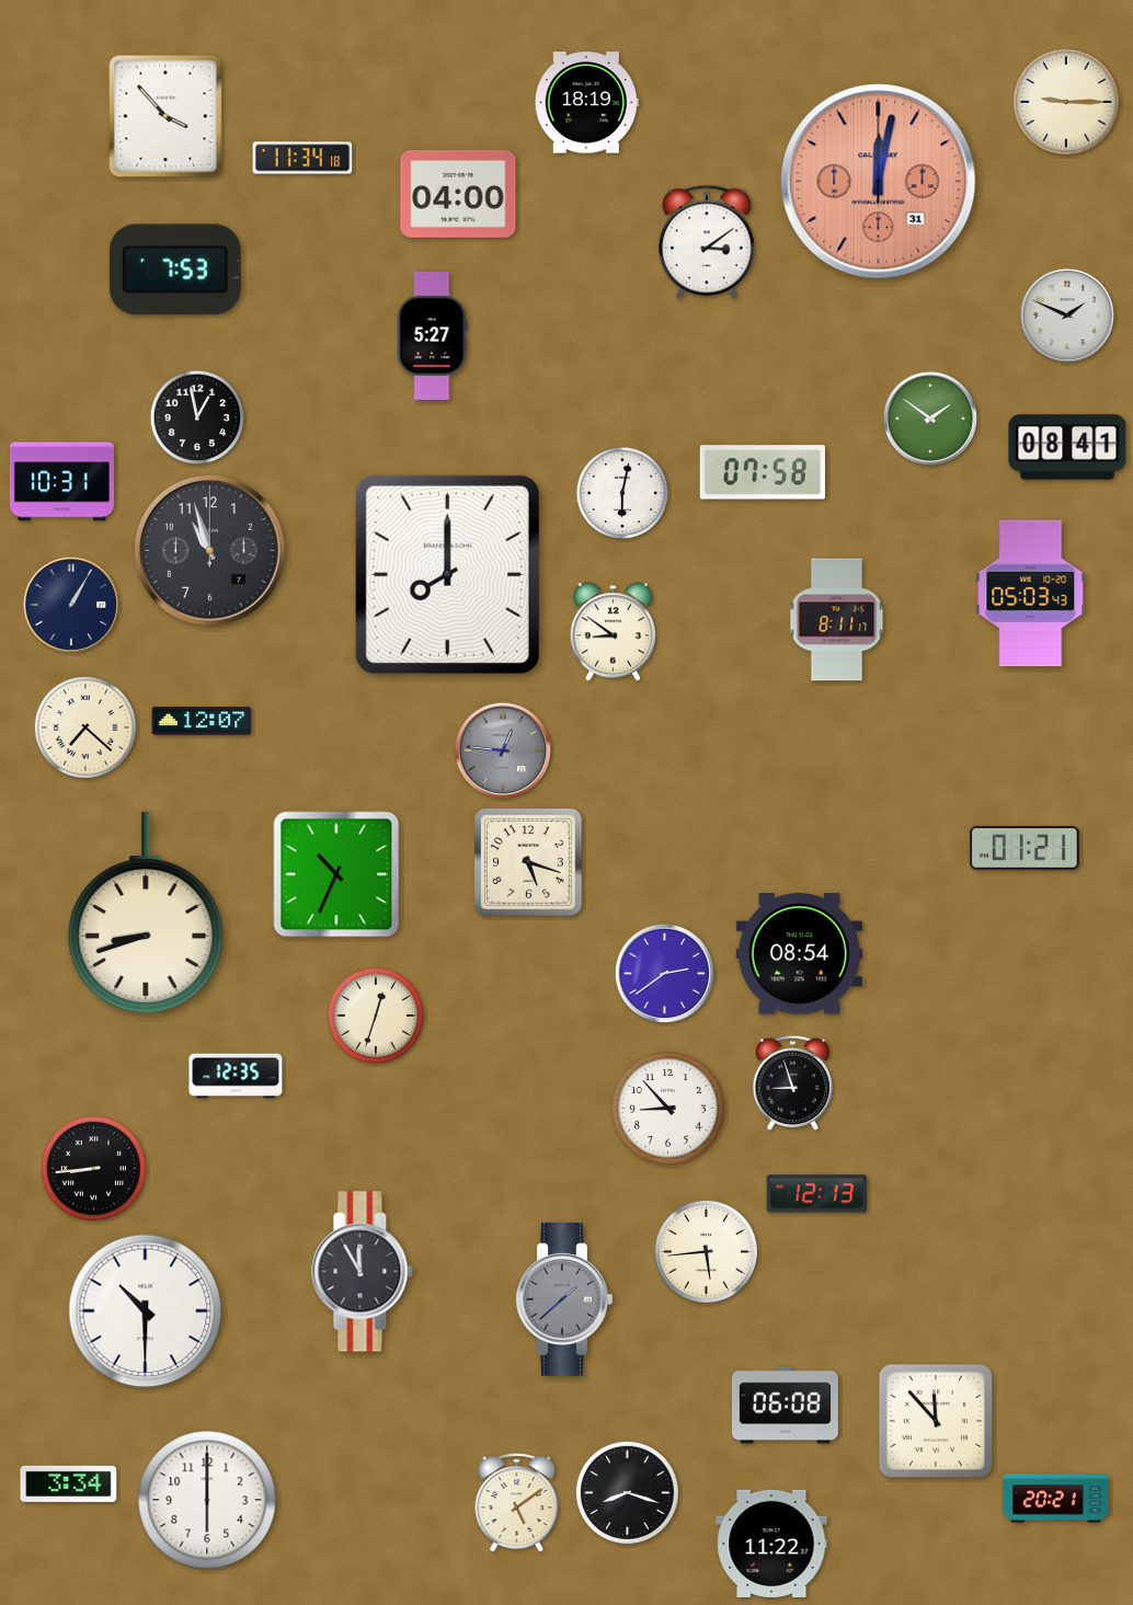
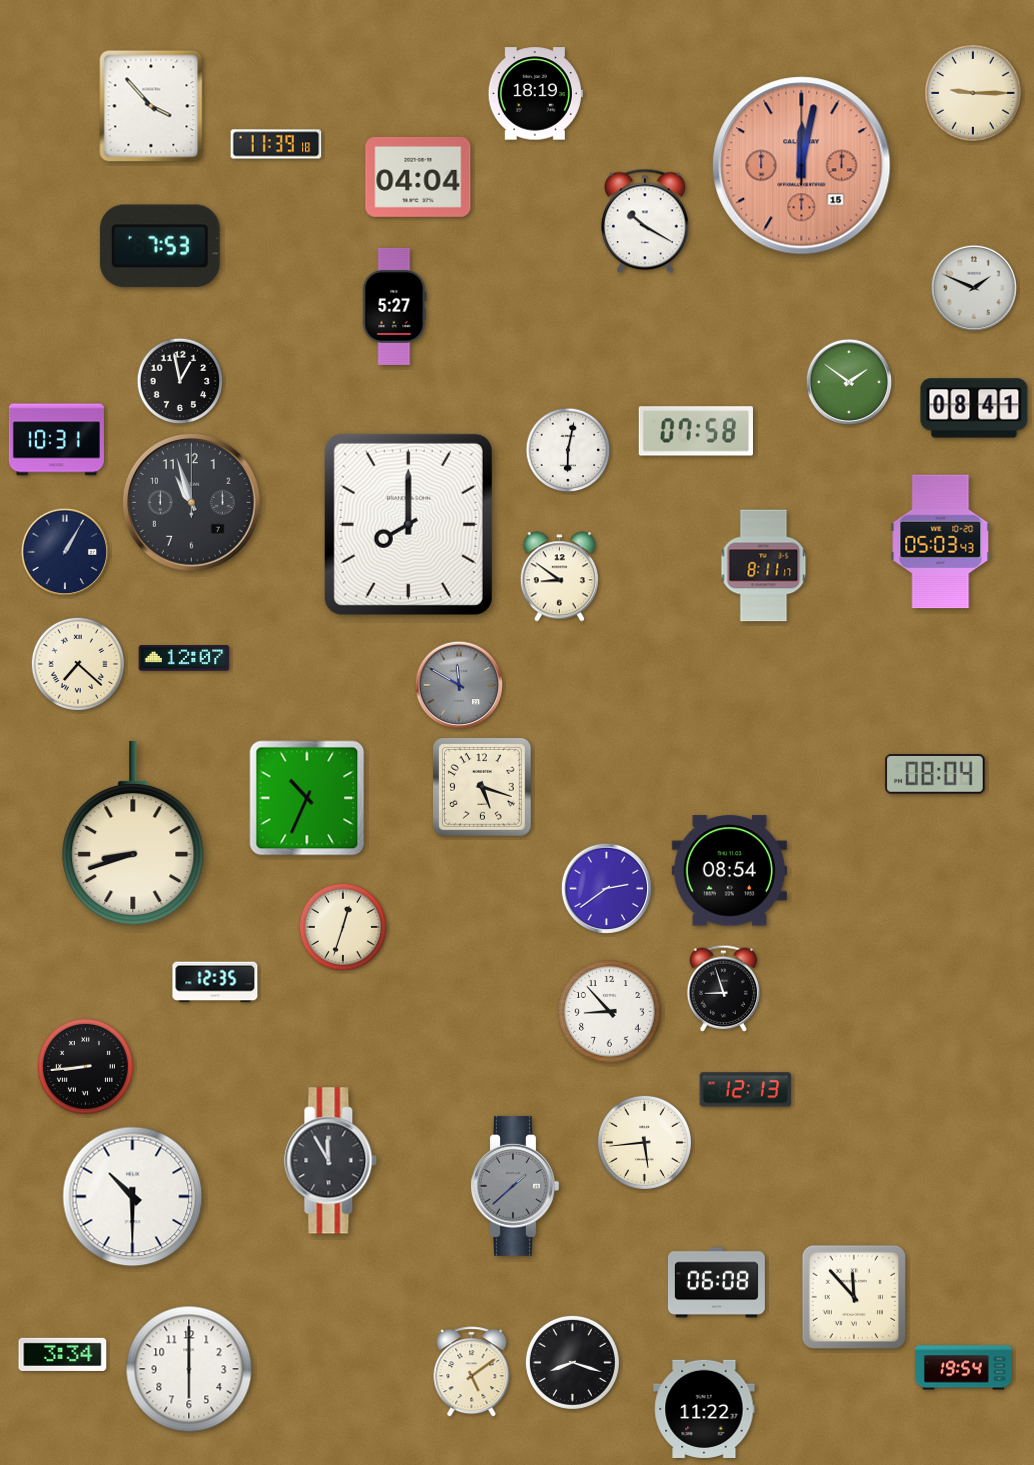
clock at (302, 158): 11:34 -> 11:39
clock at (879, 182) date: 31 -> 15
clock at (458, 194): 04:00 -> 04:04
clock at (707, 242): 3:09 -> 10:20
clock at (502, 749): 12:46 -> 11:50
clock at (1025, 849): 01:21 -> 08:04
clock at (1055, 1499): 20:21 -> 19:54
